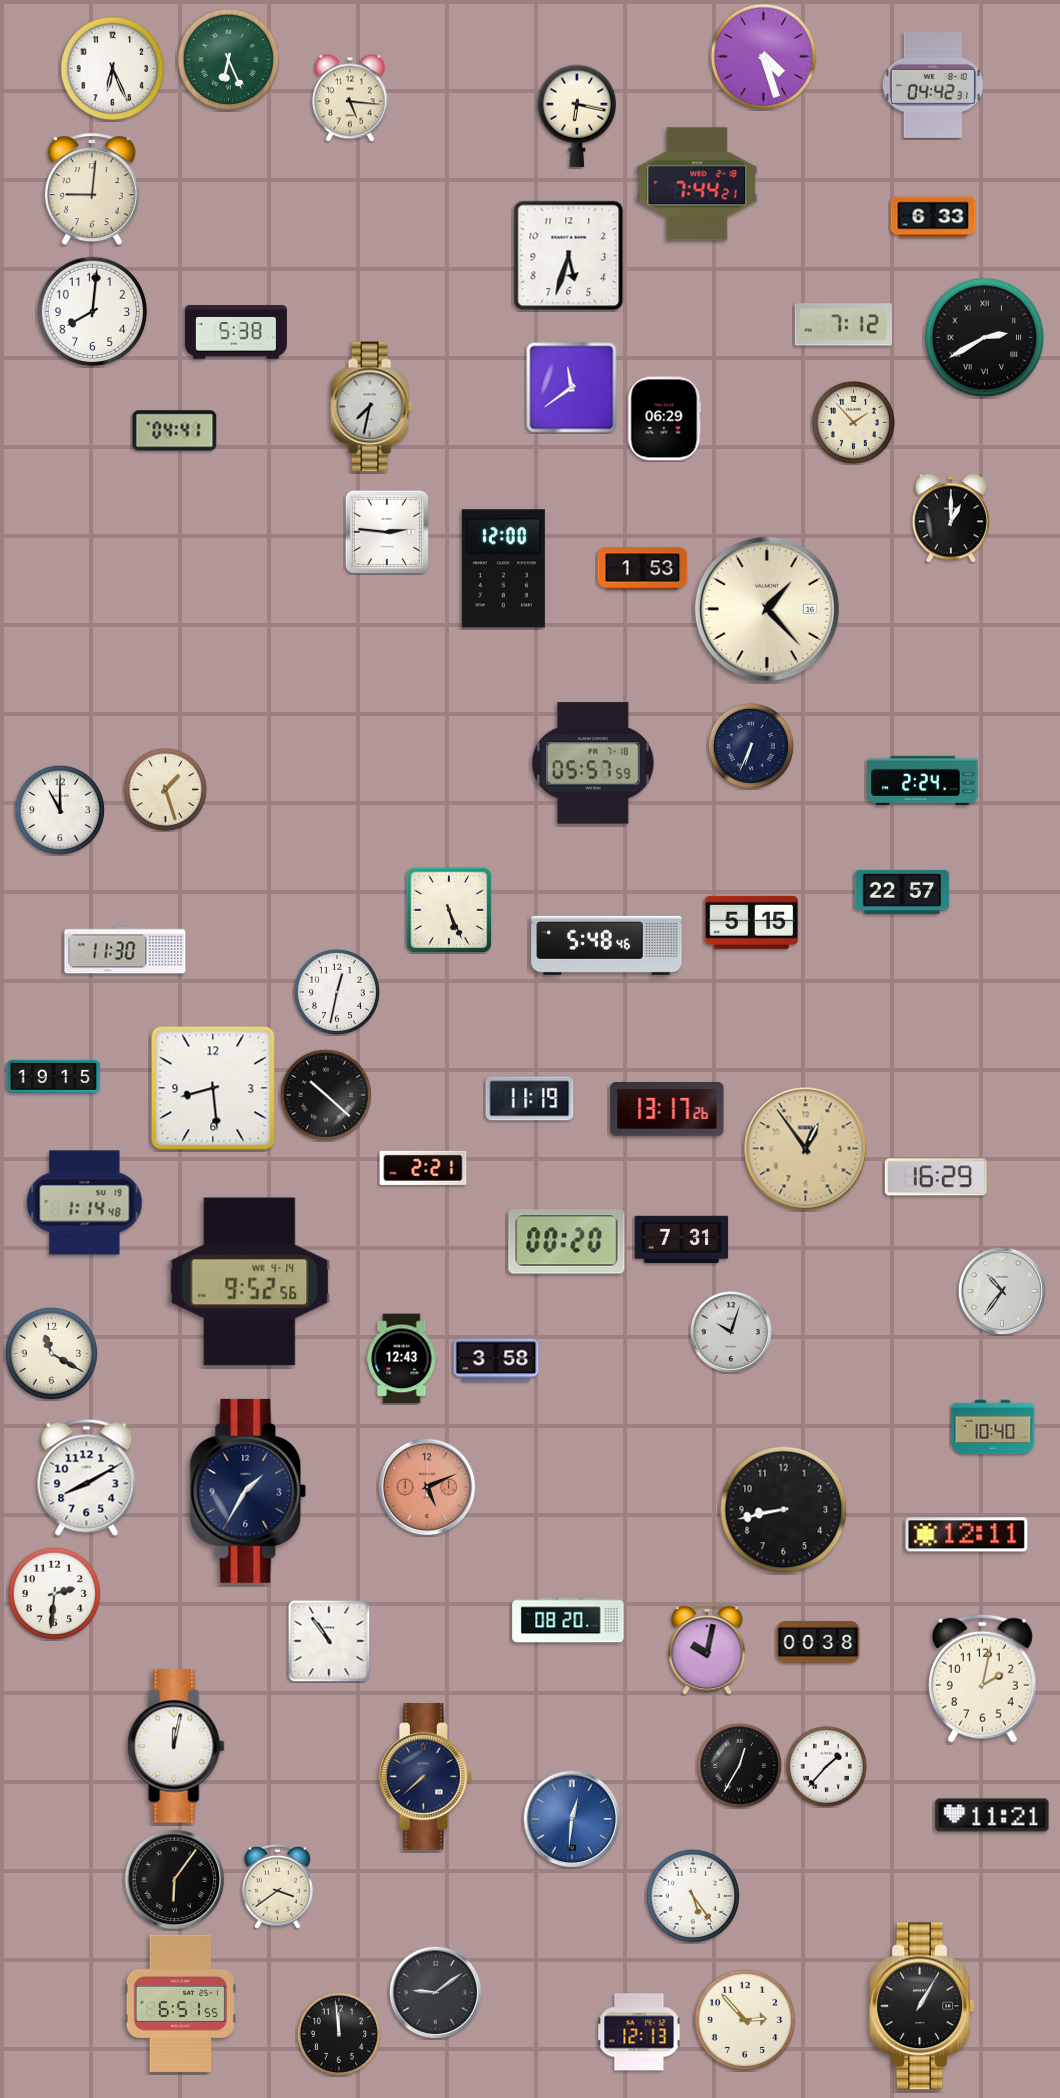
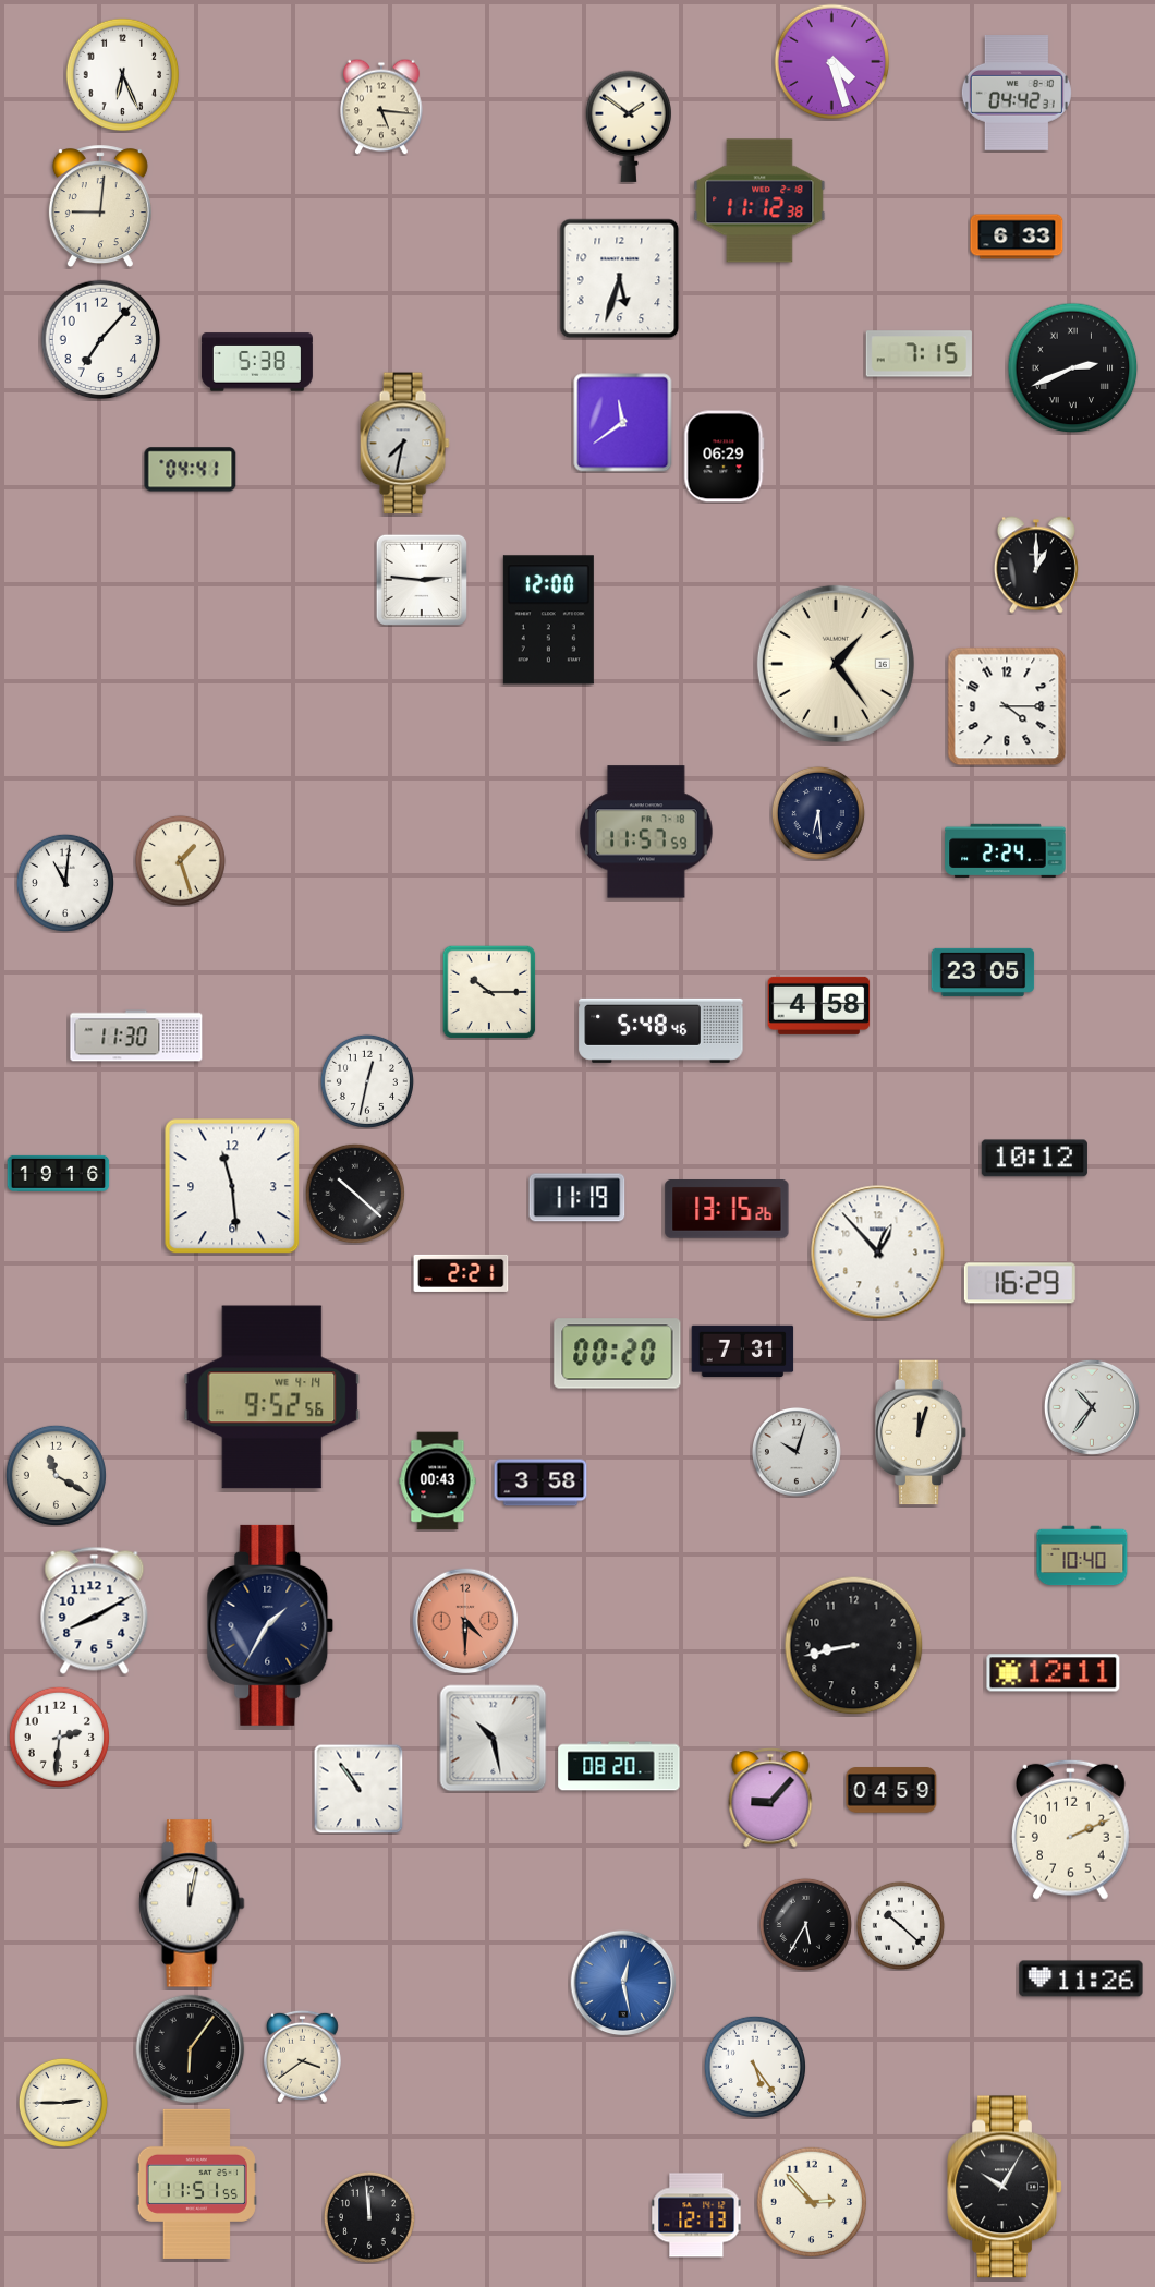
clock at (229, 60): 6:26 -> none
clock at (576, 116): 6:17 -> 1:51
clock at (697, 184): 7:44 -> 11:12
clock at (93, 312): 8:01 -> 7:07
clock at (843, 325): 7:12 -> 7:15
clock at (985, 338): 2:40 -> 2:41
clock at (853, 422): 1:53 -> none
clock at (643, 569): 1:53 -> none
clock at (767, 609): 1:23 -> 1:24
clock at (1007, 706): none -> 4:15
clock at (751, 746): 6:34 -> 6:29
clock at (594, 763): 05:57 -> 11:57
clock at (60, 810): 11:00 -> 11:01
clock at (902, 892): 22:57 -> 23:05
clock at (449, 910): 5:26 -> 10:15
clock at (752, 922): 5:15 -> 4:58
clock at (1034, 1159): none -> 10:12
clock at (54, 1076): 19:15 -> 19:16
clock at (213, 1088): 8:29 -> 11:29
clock at (667, 1110): 13:17 -> 13:15
clock at (806, 1149): 12:54 -> 12:53
clock at (806, 1149) dial: champagne -> white
clock at (85, 1203): 1:14 -> none
clock at (921, 1432): none -> 12:03
clock at (402, 1359): 12:43 -> 00:43
clock at (427, 1487): 5:11 -> 4:30
clock at (494, 1739): none -> 10:28
clock at (818, 1642): 00:38 -> 04:59
clock at (707, 1649): 10:02 -> 9:07
clock at (982, 1678): 2:02 -> 2:11
clock at (739, 1765): 12:35 -> 5:35
clock at (826, 1766): 1:37 -> 10:22
clock at (425, 1777): 7:38 -> none
clock at (992, 1815): 11:21 -> 11:26
clock at (572, 1819): 12:31 -> 12:28
clock at (63, 2103): none -> 2:45
clock at (435, 1992): 9:09 -> none
clock at (180, 2003): 6:51 -> 11:51
clock at (922, 2006): 1:05 -> 10:05
